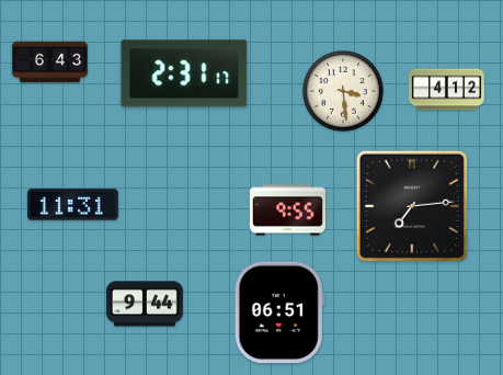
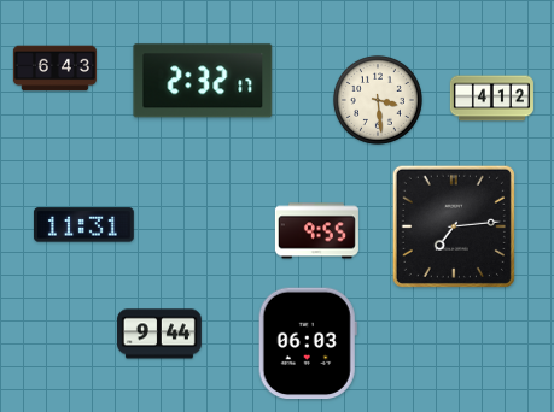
clock at (184, 73): 2:31 -> 2:32
clock at (72, 205) position: (72, 205) -> (83, 225)
clock at (279, 312): 06:51 -> 06:03
